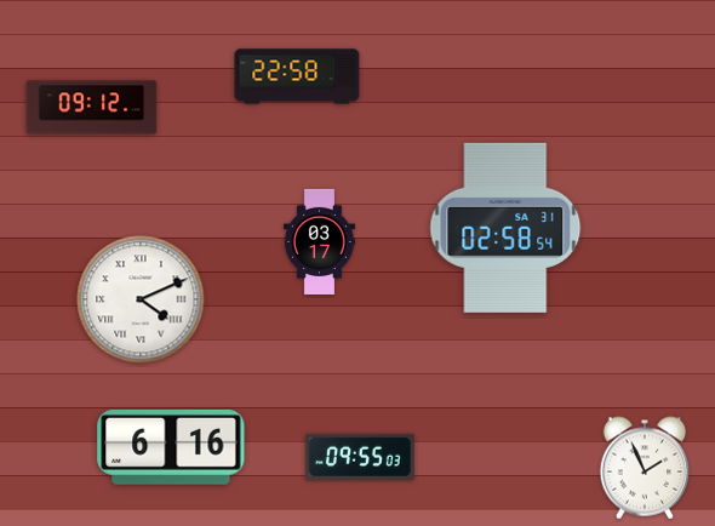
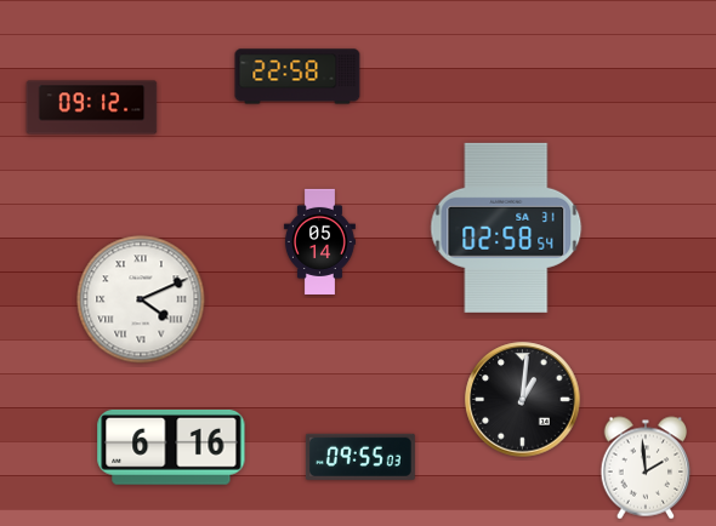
clock at (319, 241): 03:17 -> 05:14
clock at (523, 400): none -> 1:01
clock at (645, 468): 1:56 -> 1:59
